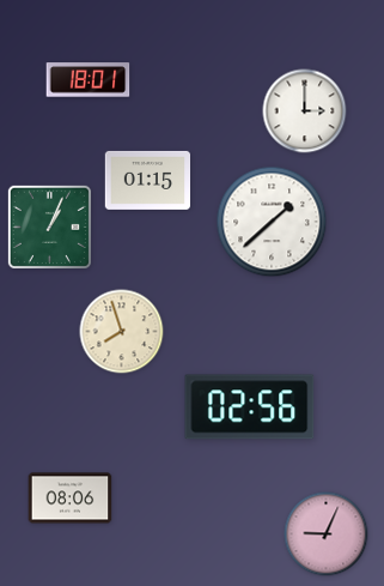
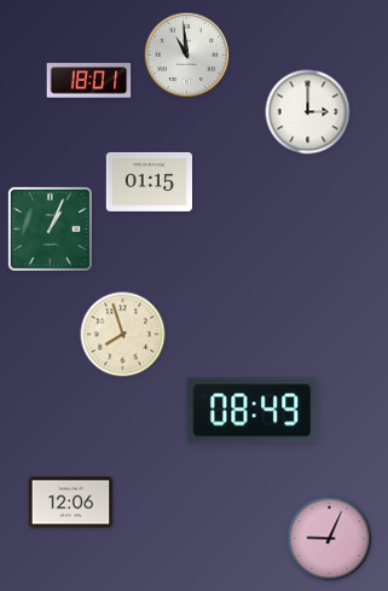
clock at (187, 56): none -> 10:59
clock at (272, 222): 1:38 -> none
clock at (250, 407): 02:56 -> 08:49
clock at (71, 499): 08:06 -> 12:06
